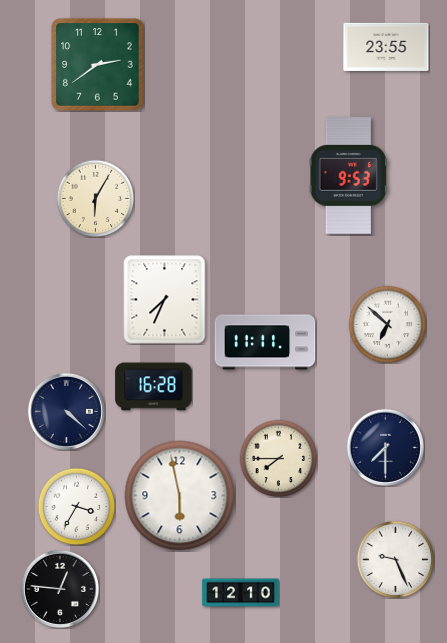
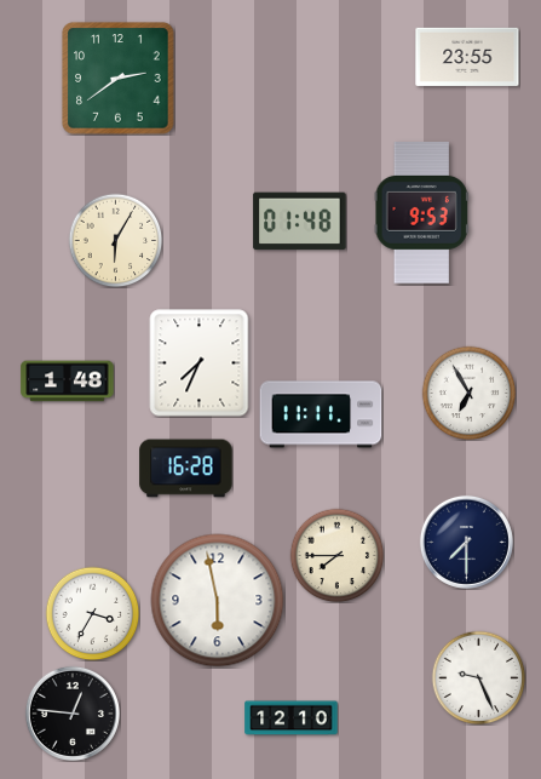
clock at (300, 222): none -> 01:48
clock at (68, 382): none -> 1:48
clock at (387, 324): 6:52 -> 6:55
clock at (66, 411): 4:22 -> none
